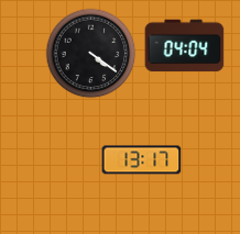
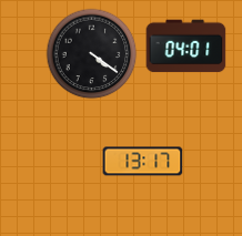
clock at (185, 46): 04:04 -> 04:01
